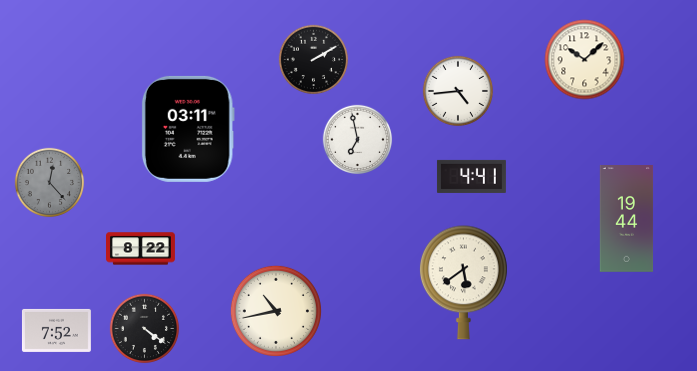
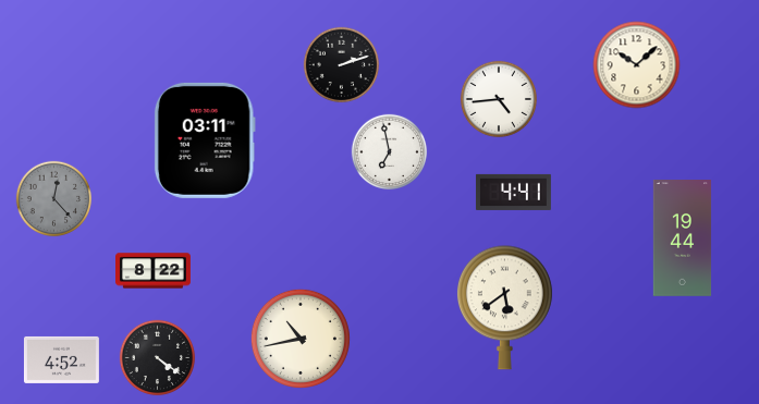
clock at (314, 60): 2:10 -> 2:12
clock at (56, 330): 7:52 -> 4:52
